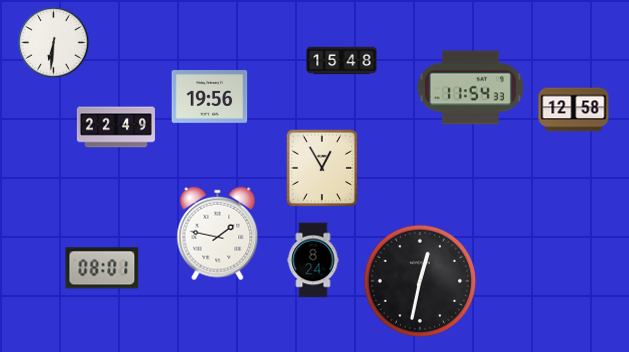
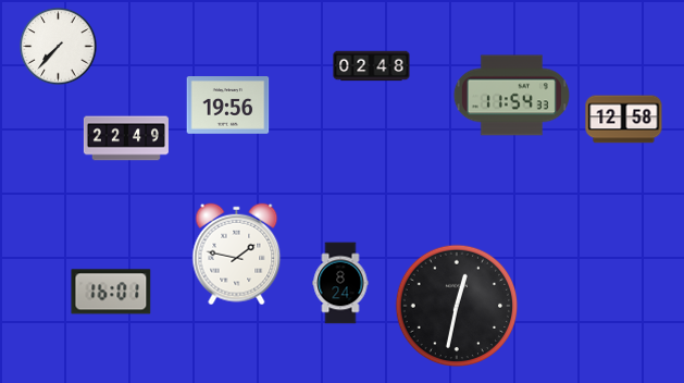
clock at (54, 43): 6:31 -> 7:37
clock at (342, 61): 15:48 -> 02:48
clock at (322, 168): 12:55 -> none
clock at (102, 268): 08:01 -> 16:01
